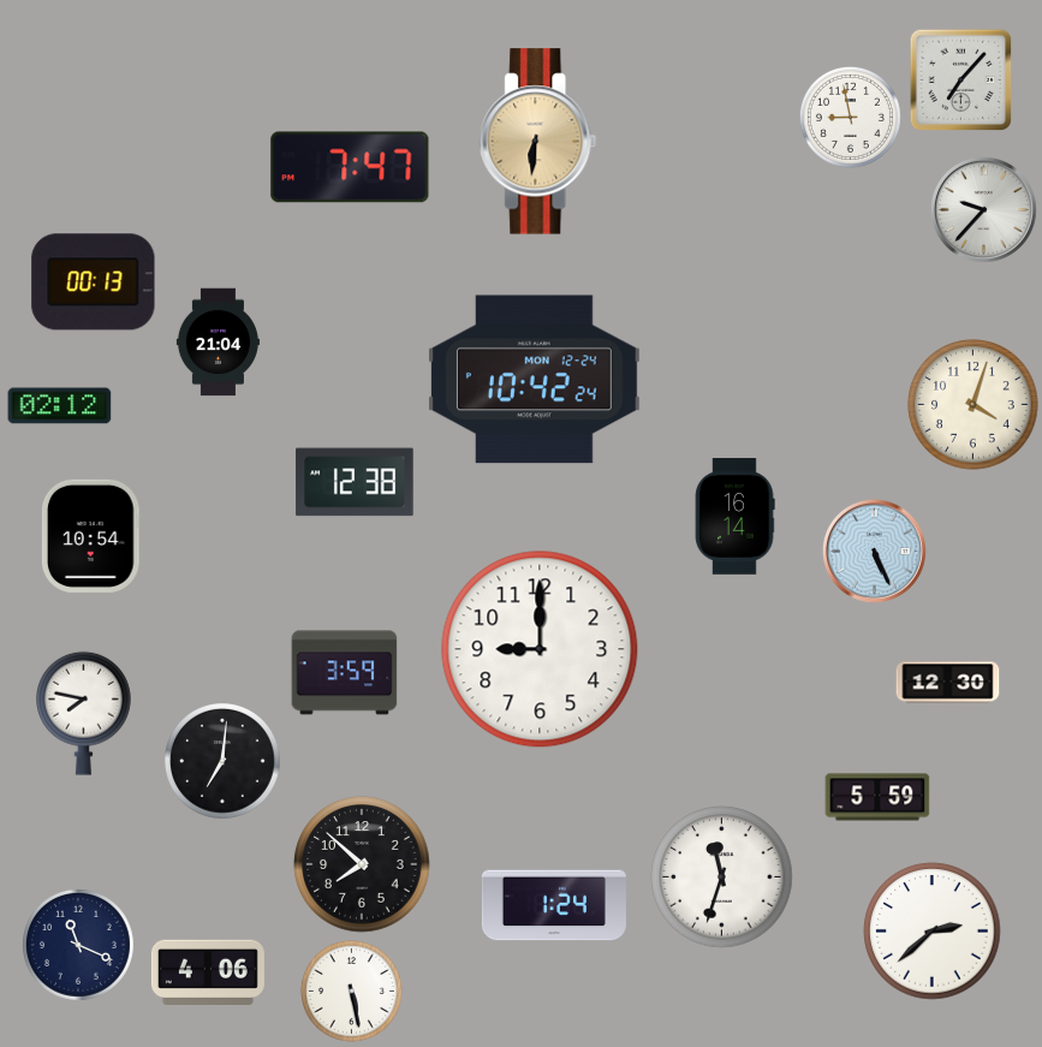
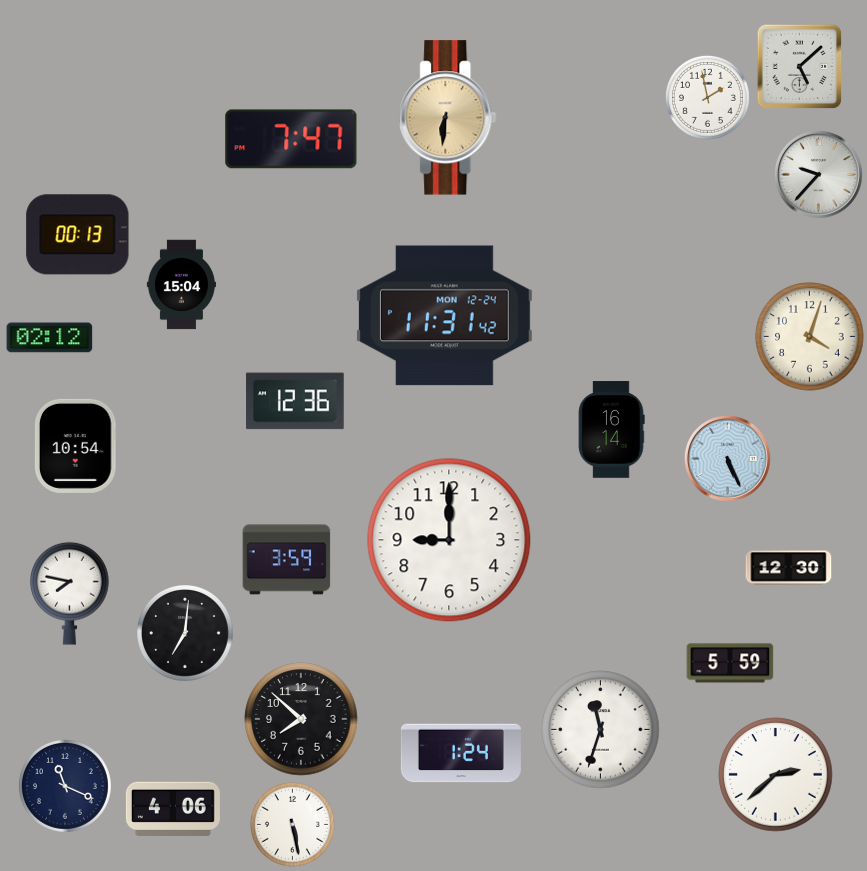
clock at (961, 81): 7:07 -> 5:08
clock at (850, 117): 8:58 -> 1:58
clock at (218, 343): 21:04 -> 15:04
clock at (534, 380): 10:42 -> 11:31
clock at (355, 482): 12:38 -> 12:36
